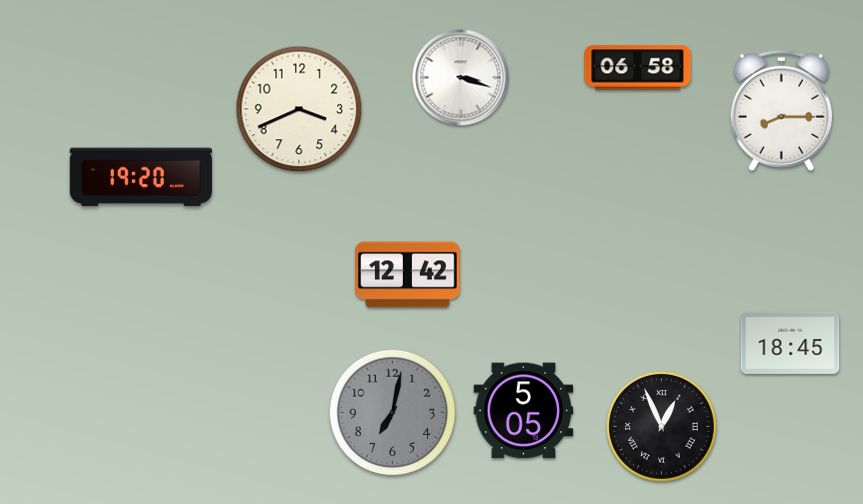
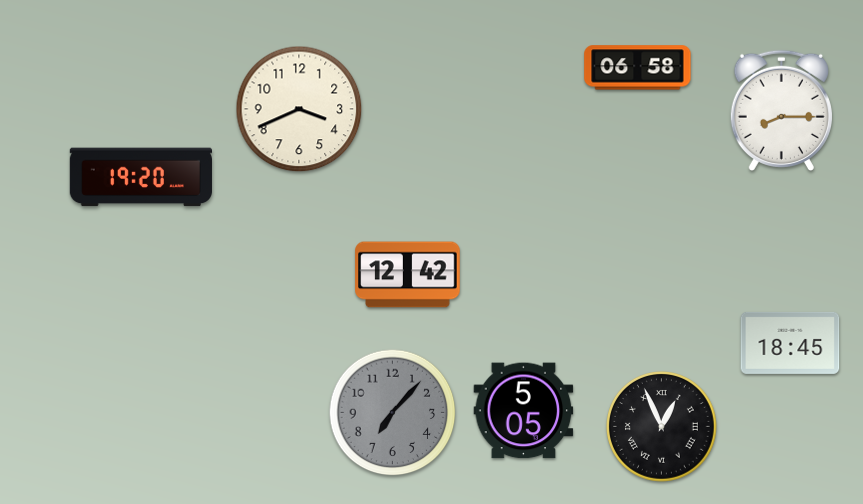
clock at (461, 78): 3:18 -> none
clock at (393, 413): 7:02 -> 7:07
